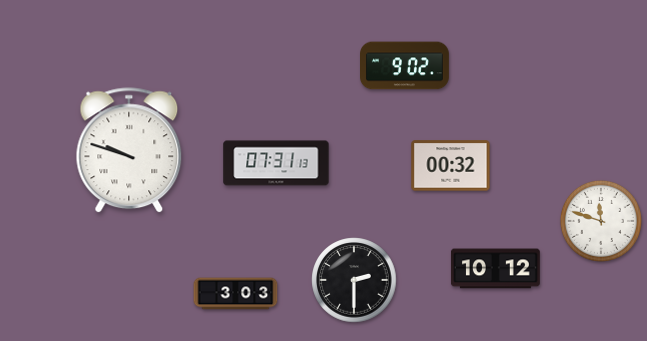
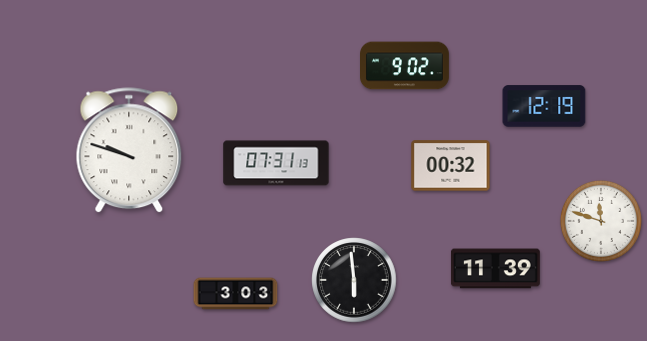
clock at (544, 106): none -> 12:19
clock at (495, 269): 10:12 -> 11:39
clock at (354, 280): 2:30 -> 5:59
